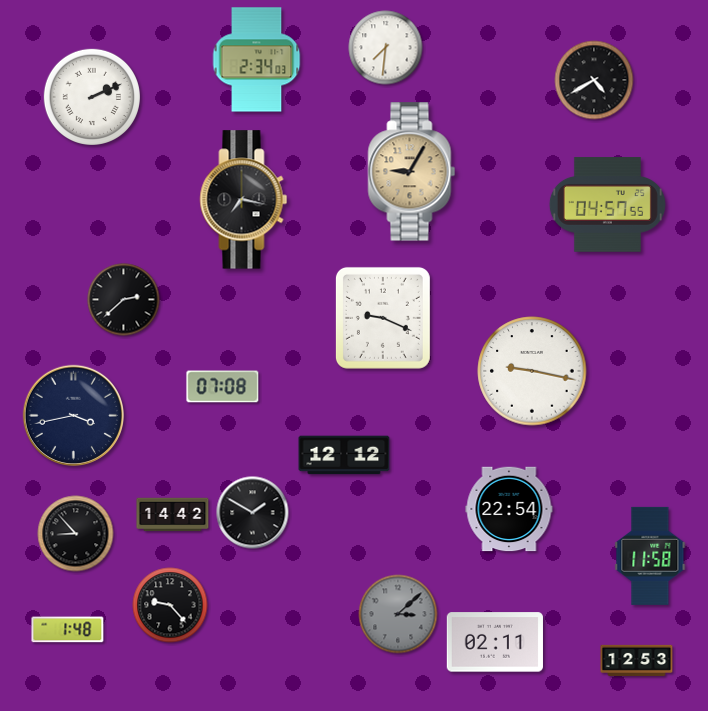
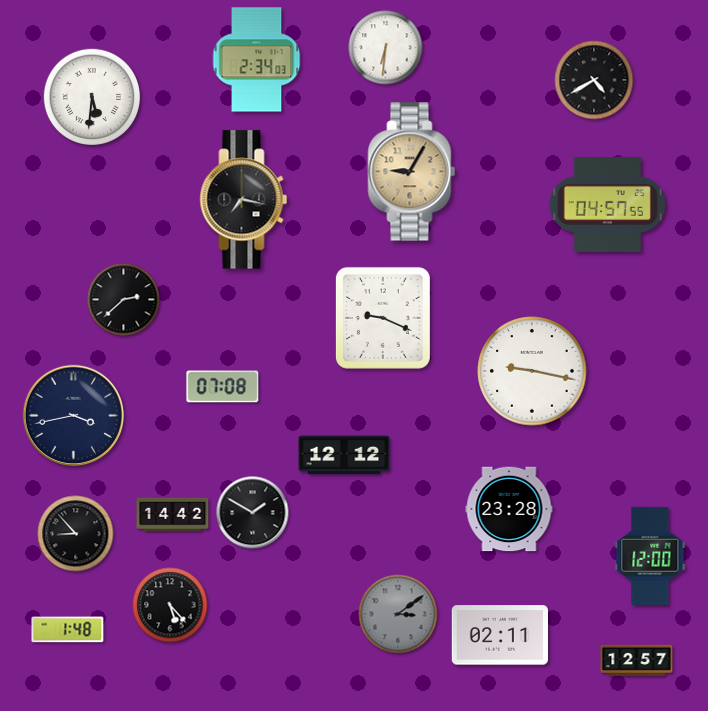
clock at (386, 48): 7:31 -> 6:31
clock at (91, 97): 2:11 -> 5:31
clock at (509, 509): 22:54 -> 23:28
clock at (650, 556): 11:58 -> 12:00
clock at (170, 605): 9:23 -> 5:23
clock at (398, 614): 3:08 -> 3:09
clock at (495, 642) position: (495, 642) -> (500, 635)
clock at (637, 660): 12:53 -> 12:57
